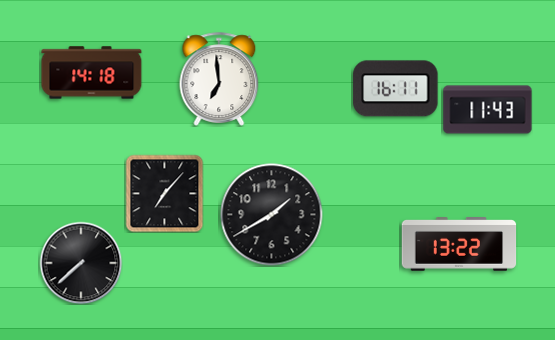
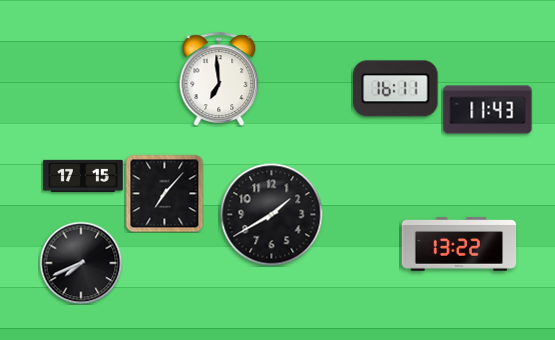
clock at (92, 73): 14:18 -> none
clock at (83, 176): none -> 17:15
clock at (81, 263): 7:38 -> 7:41
